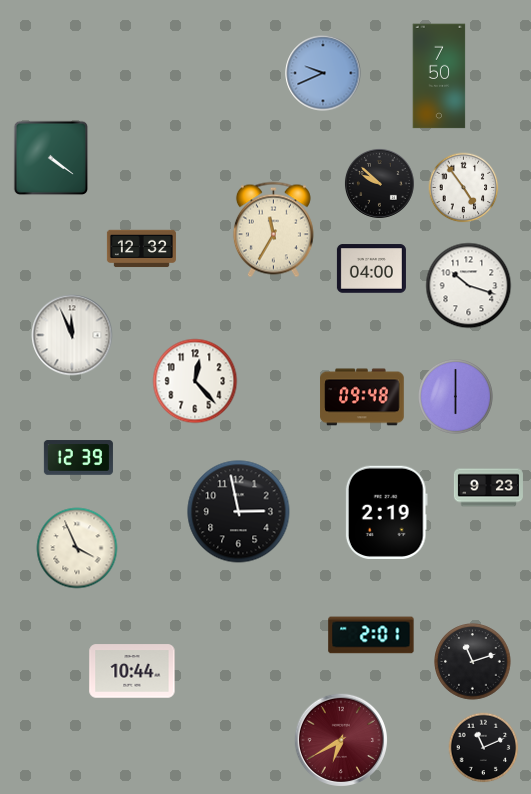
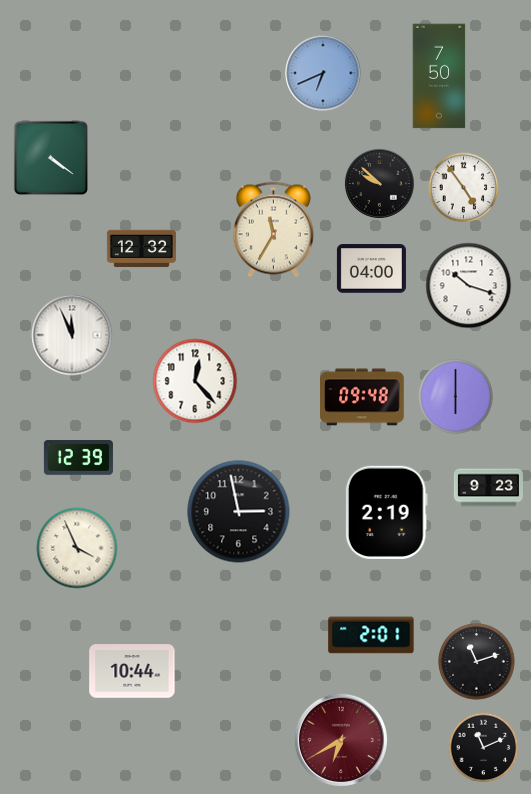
clock at (323, 73): 9:41 -> 6:41
clock at (473, 662) position: (473, 662) -> (477, 662)
